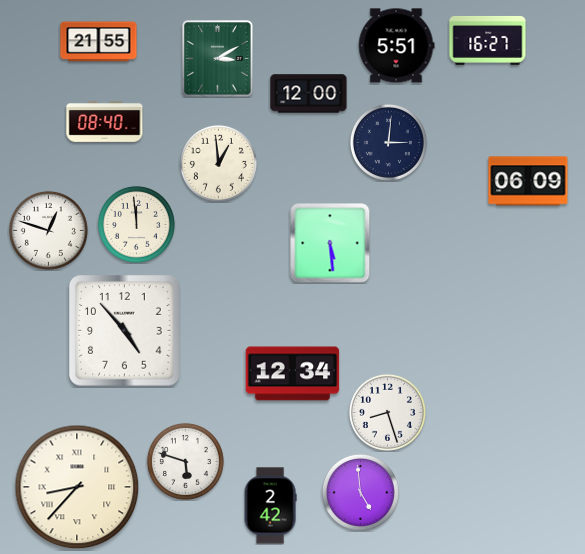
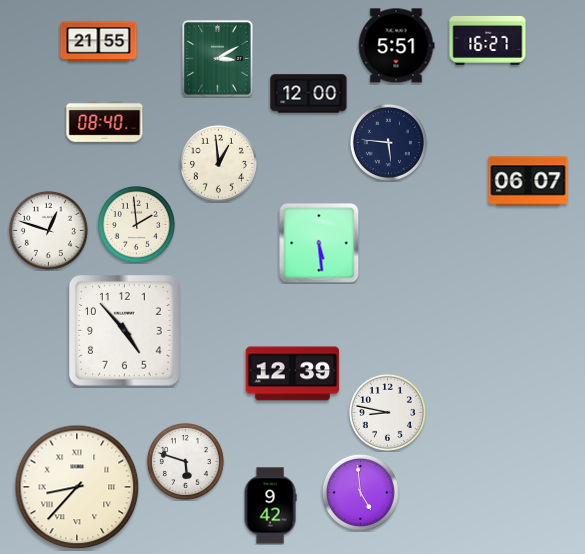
clock at (388, 142): 3:01 -> 5:46
clock at (528, 181): 06:09 -> 06:07
clock at (136, 224): 11:59 -> 1:59
clock at (330, 243) position: (330, 243) -> (319, 243)
clock at (293, 374): 12:34 -> 12:39
clock at (387, 412): 8:27 -> 8:47
clock at (270, 506): 2:42 -> 9:42
